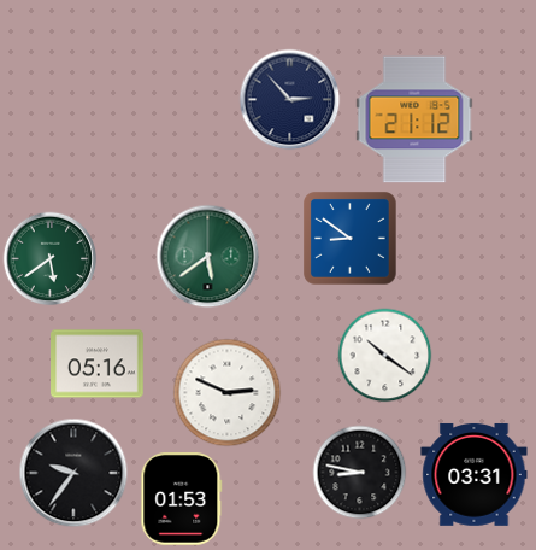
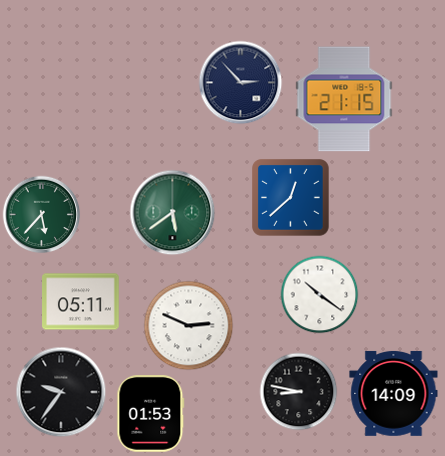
clock at (414, 119): 21:12 -> 21:15
clock at (351, 239): 8:51 -> 12:38
clock at (49, 258): 5:39 -> 5:37
clock at (98, 364): 05:16 -> 05:11
clock at (475, 474): 03:31 -> 14:09
